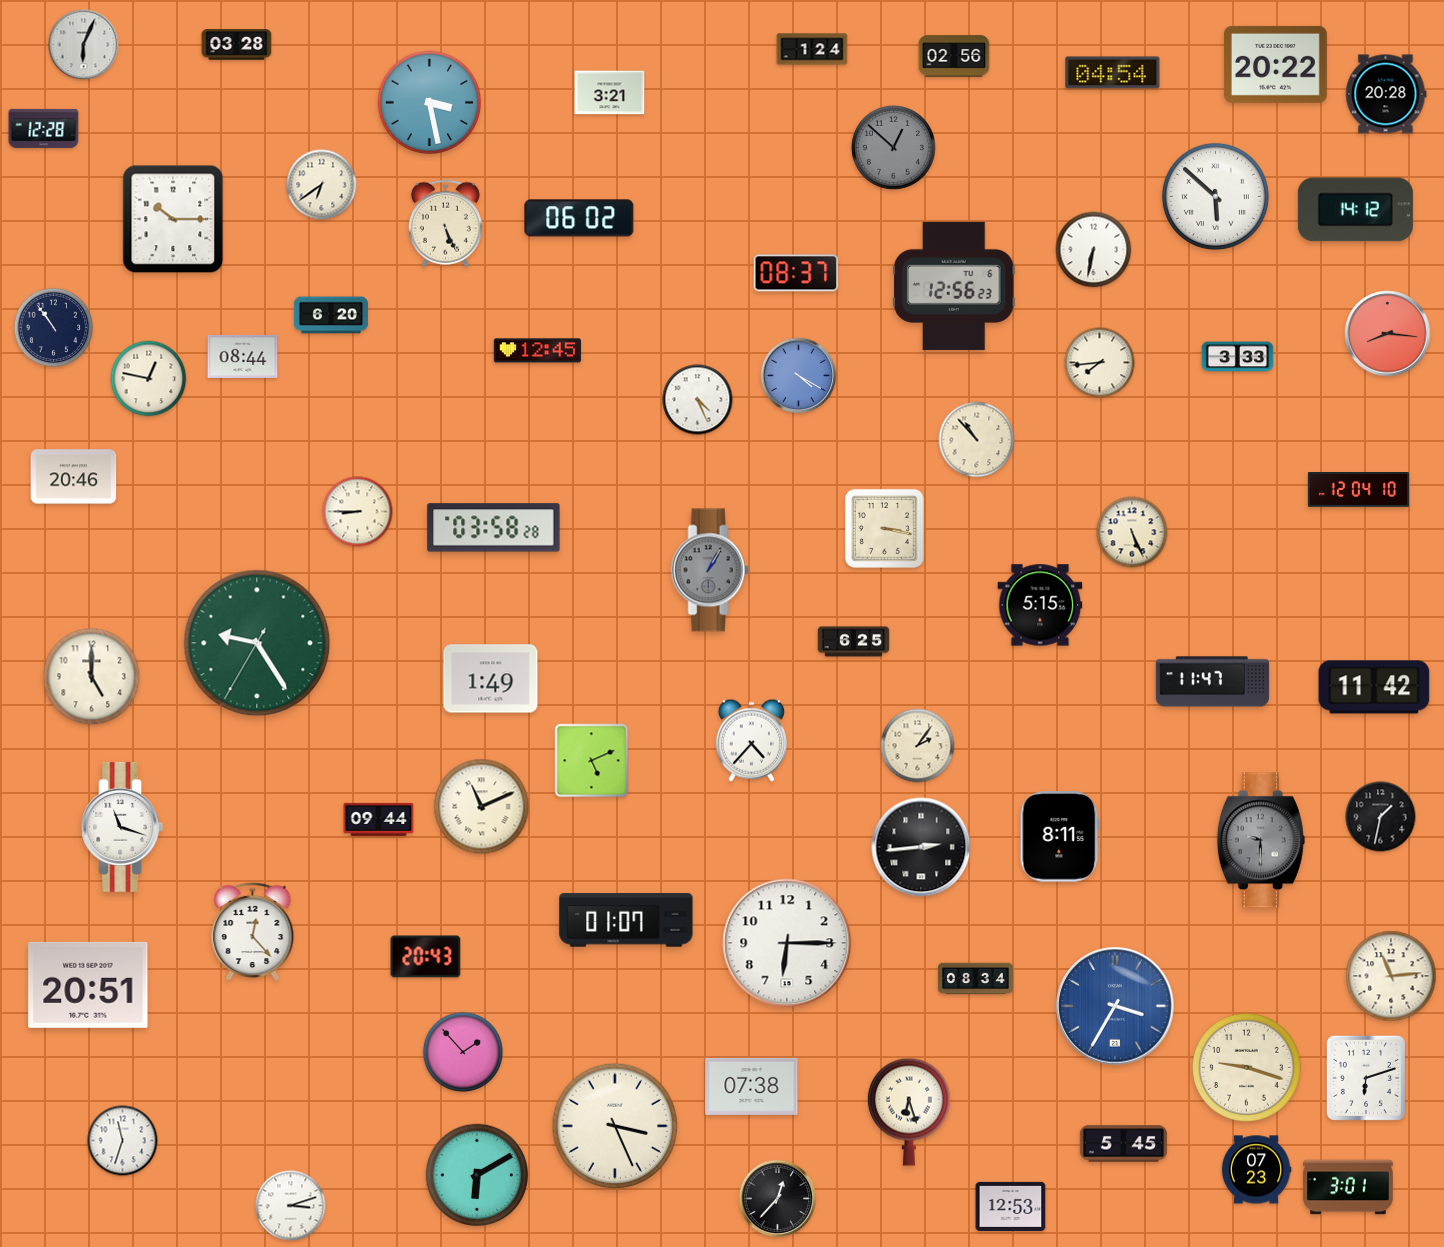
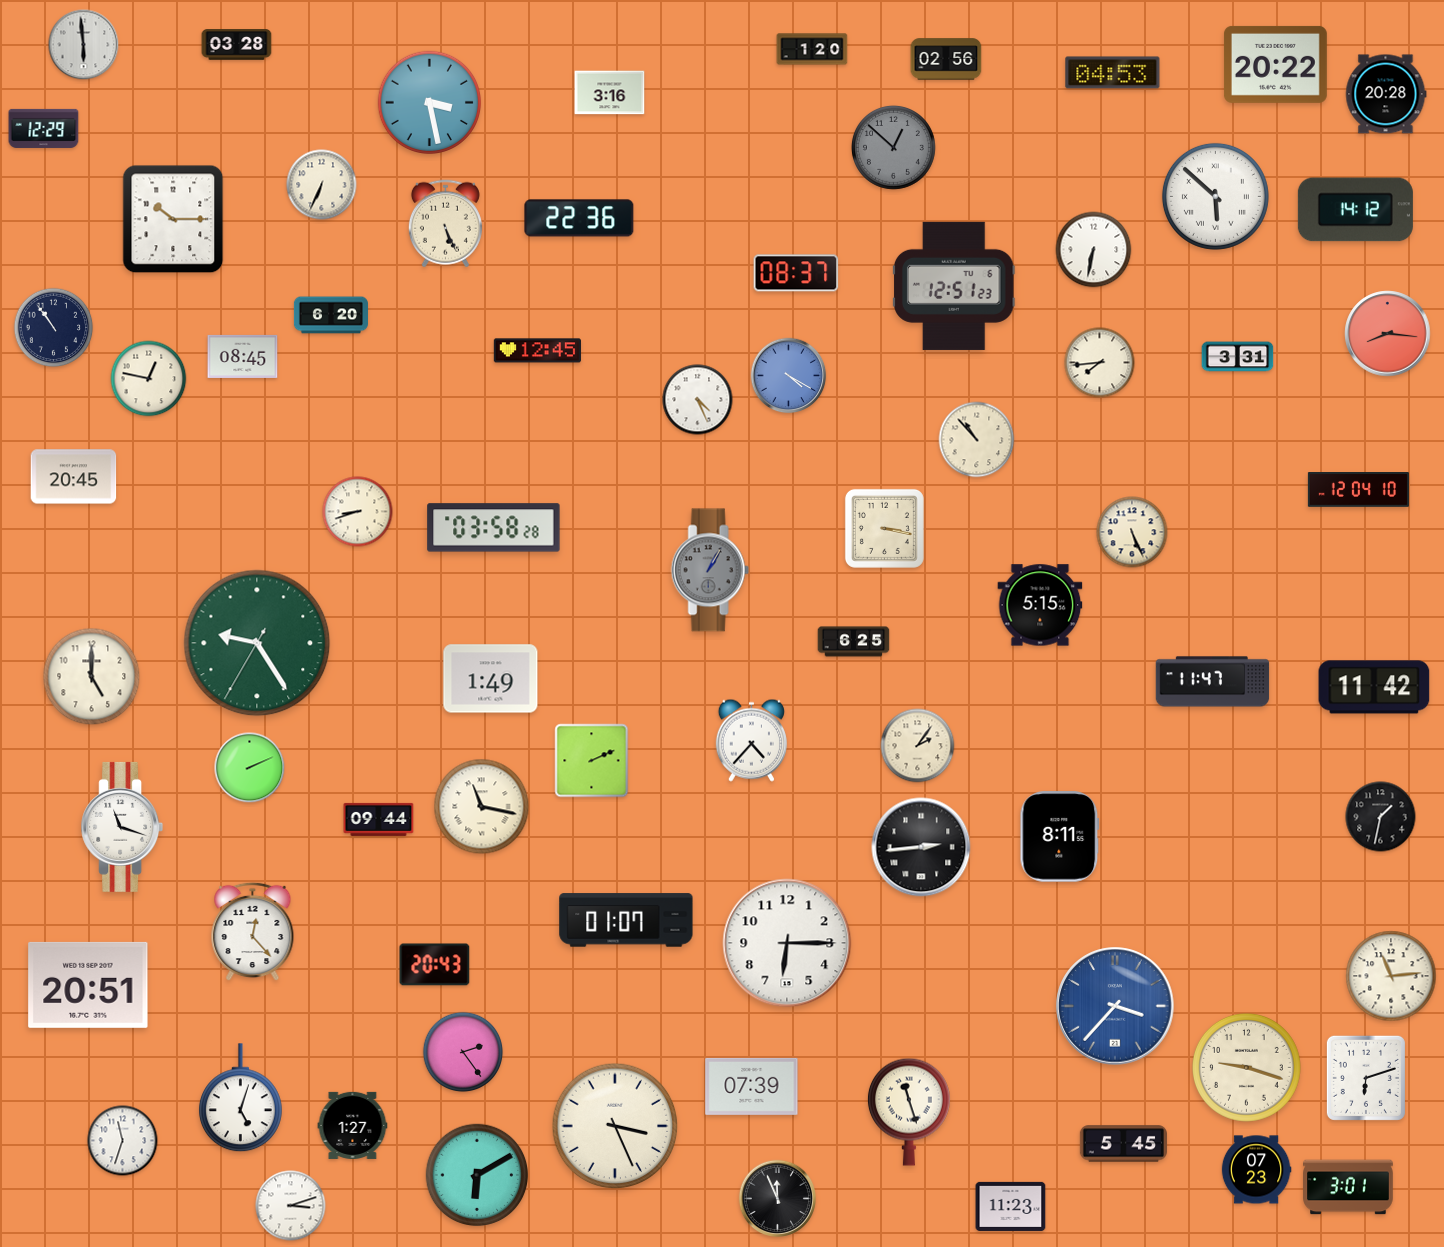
clock at (84, 45): 6:04 -> 5:59
clock at (812, 49): 1:24 -> 1:20
clock at (954, 56) position: (954, 56) -> (946, 59)
clock at (1113, 73): 04:54 -> 04:53
clock at (610, 93): 3:21 -> 3:16
clock at (44, 128): 12:28 -> 12:29
clock at (322, 185): 6:39 -> 6:34
clock at (579, 218): 06:02 -> 22:36
clock at (955, 286): 12:56 -> 12:51
clock at (243, 356): 08:44 -> 08:45
clock at (1238, 357): 3:33 -> 3:31
clock at (799, 376) position: (799, 376) -> (789, 376)
clock at (74, 477): 20:46 -> 20:45
clock at (358, 512): 8:45 -> 8:42
clock at (592, 761): 5:11 -> 2:11
clock at (250, 768): none -> 2:11
clock at (482, 807): 11:11 -> 11:17
clock at (1261, 840): 9:30 -> none
clock at (426, 957) position: (426, 957) -> (435, 965)
clock at (975, 979): 08:34 -> none
clock at (1115, 1006): 3:35 -> 3:37
clock at (463, 1052): 1:53 -> 2:24
clock at (752, 1086): 07:38 -> 07:39
clock at (240, 1098): none -> 5:03
clock at (909, 1112): 6:27 -> 11:27
clock at (353, 1125): none -> 1:27
clock at (777, 1198): 12:37 -> 11:56
clock at (1011, 1206): 12:53 -> 11:23
